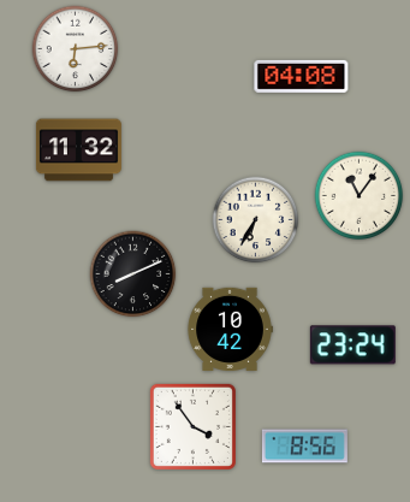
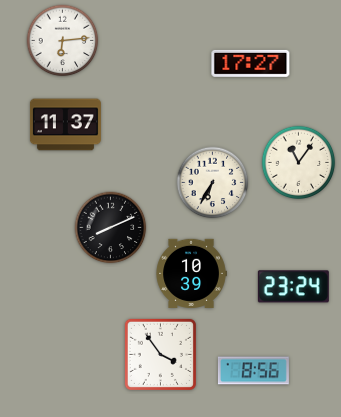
clock at (302, 76): 04:08 -> 17:27
clock at (78, 150): 11:32 -> 11:37
clock at (230, 329): 10:42 -> 10:39
